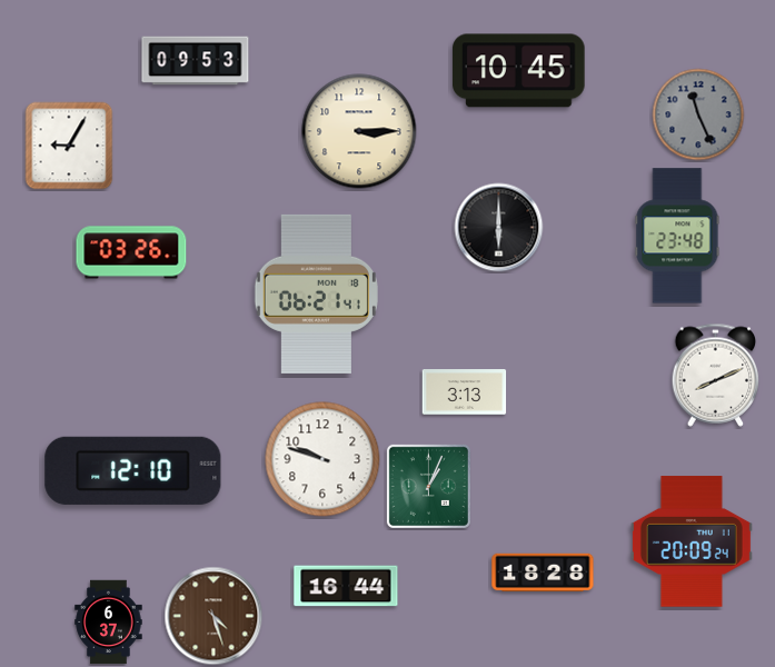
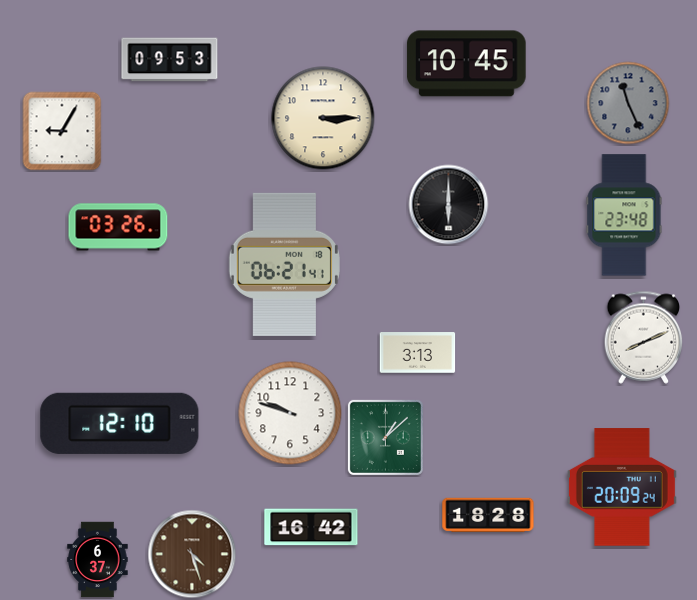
clock at (196, 61) position: (196, 61) -> (170, 60)
clock at (677, 236) position: (677, 236) -> (624, 215)
clock at (428, 486): 1:04 -> 1:08
clock at (346, 586): 16:44 -> 16:42
